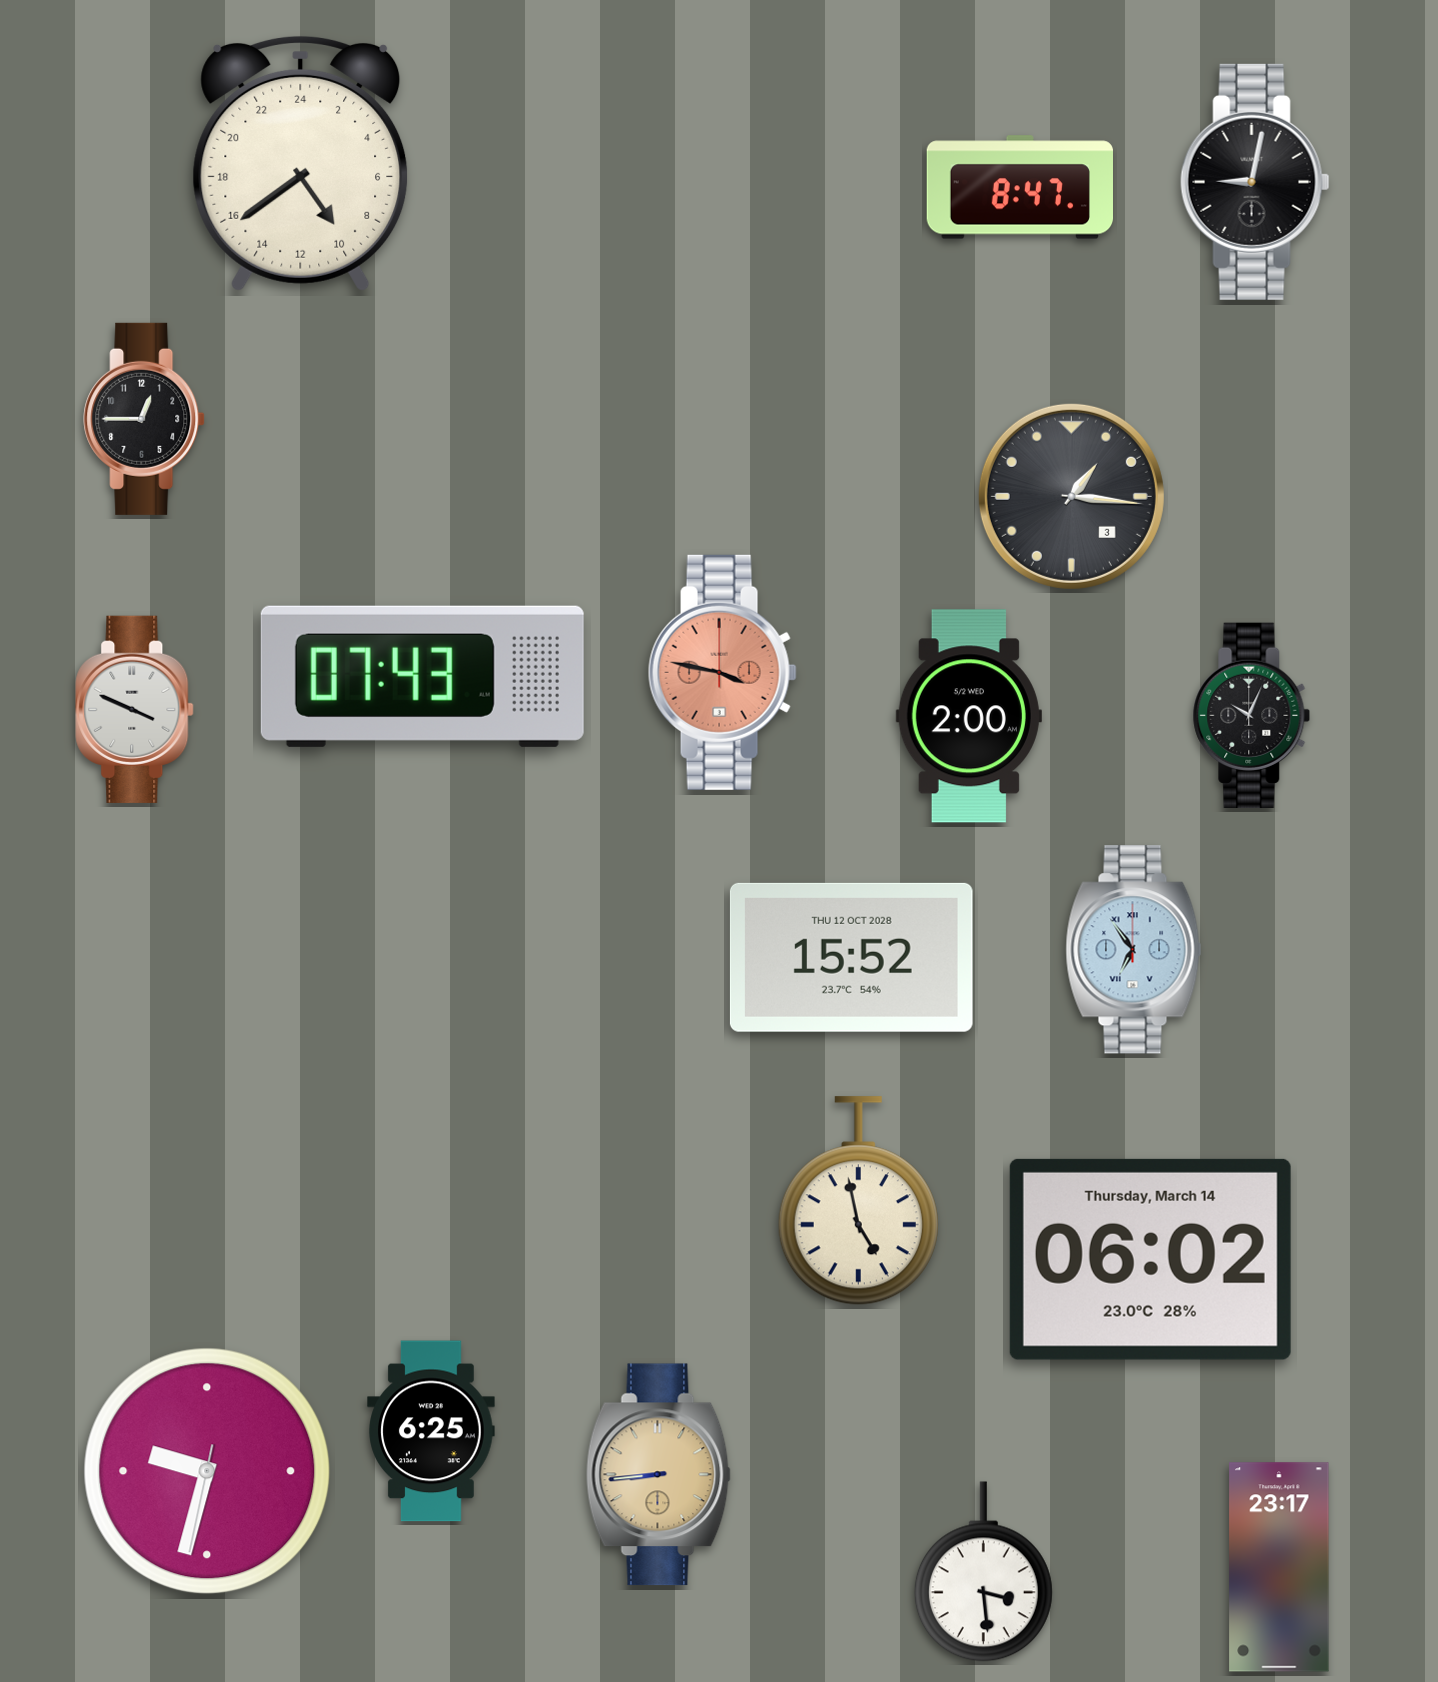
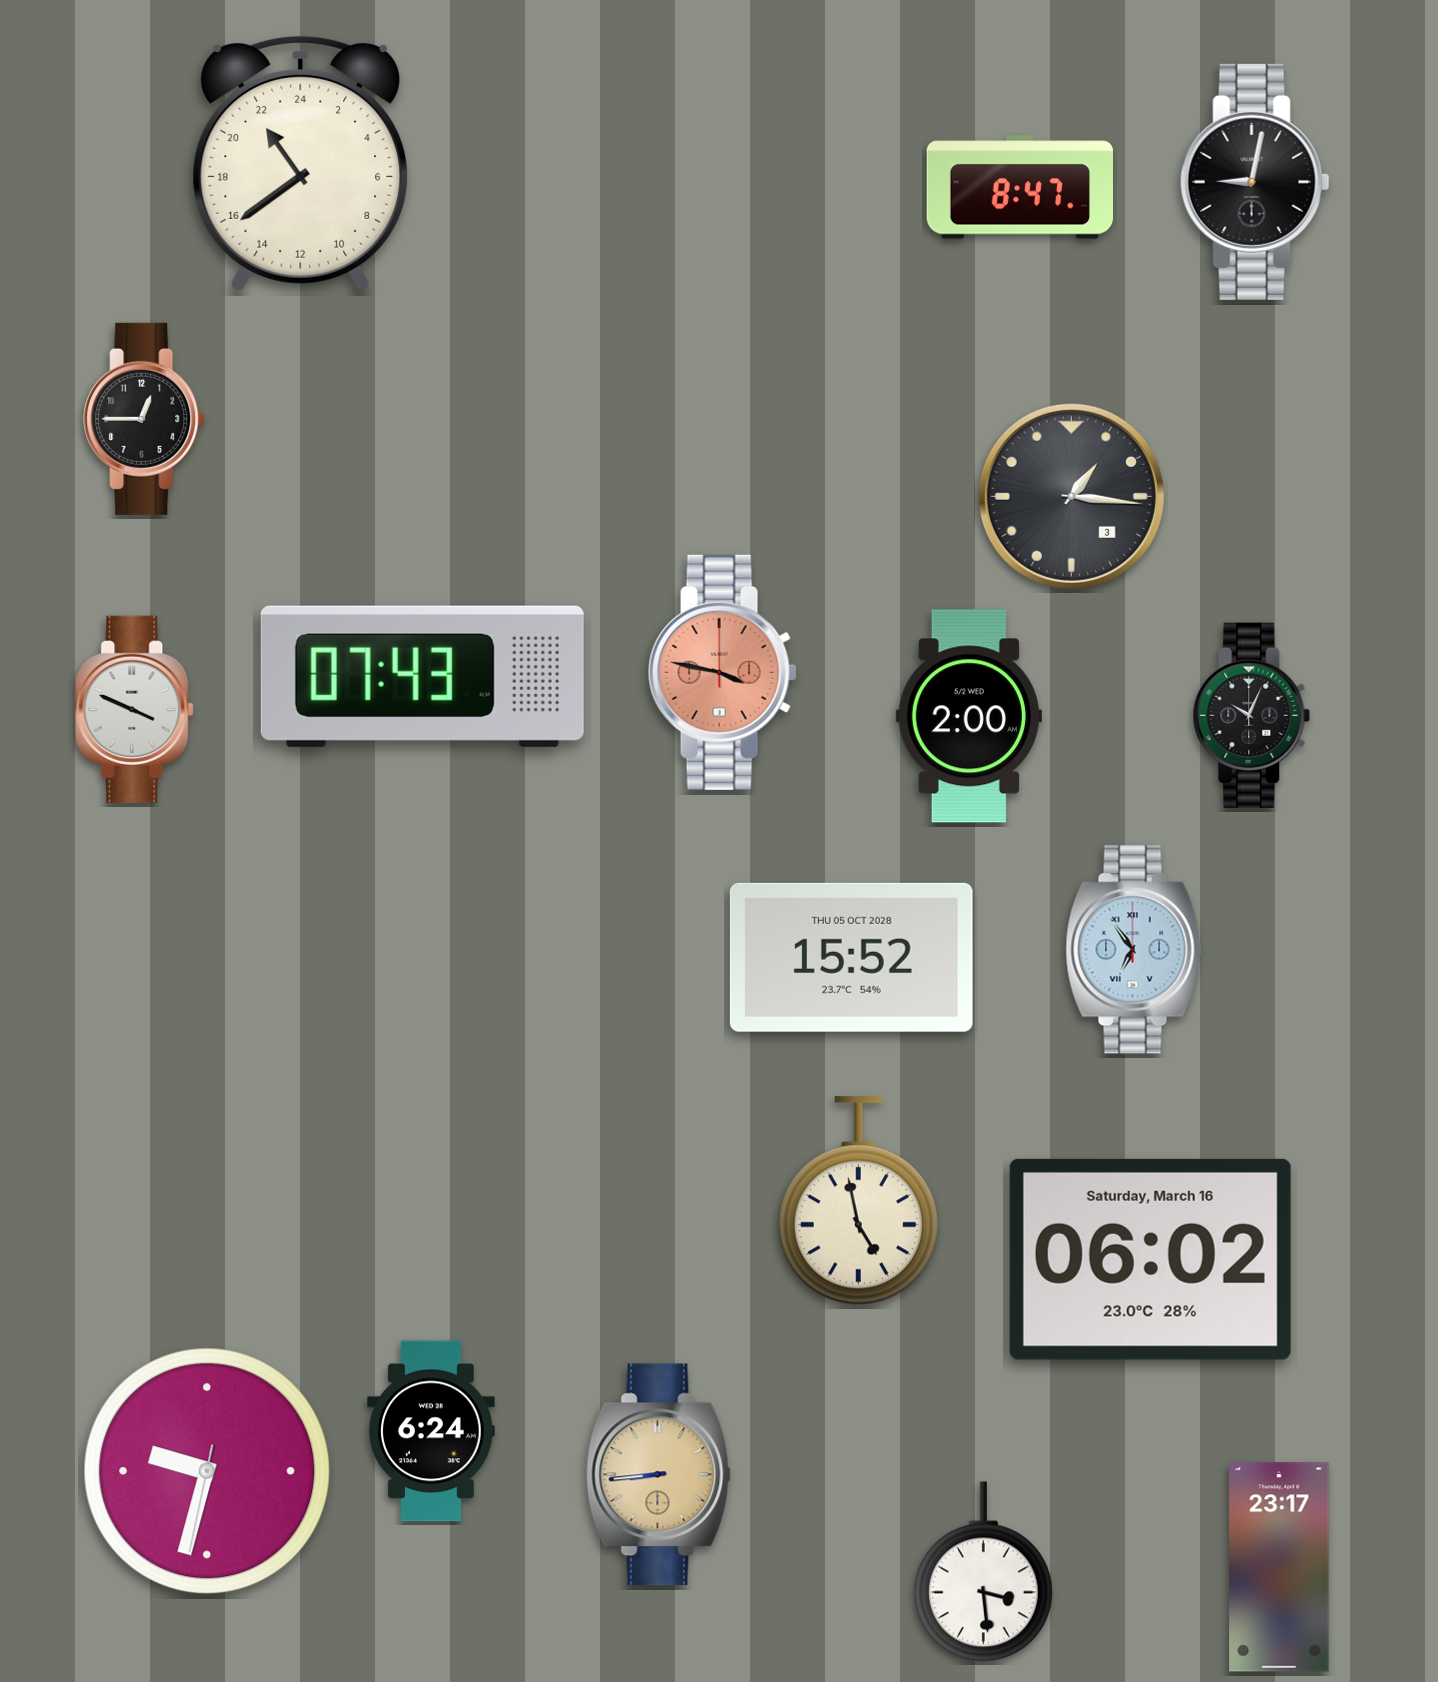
clock at (301, 163): 9:39 -> 21:39
clock at (851, 957) date: THU 12 OCT 2028 -> THU 05 OCT 2028
clock at (1150, 1259) date: Thursday, March 14 -> Saturday, March 16
clock at (431, 1431): 6:25 -> 6:24
